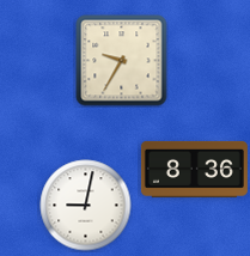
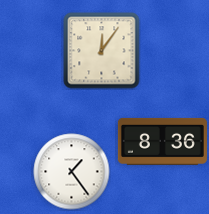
clock at (122, 61): 9:35 -> 12:06
clock at (86, 206): 9:02 -> 1:24
